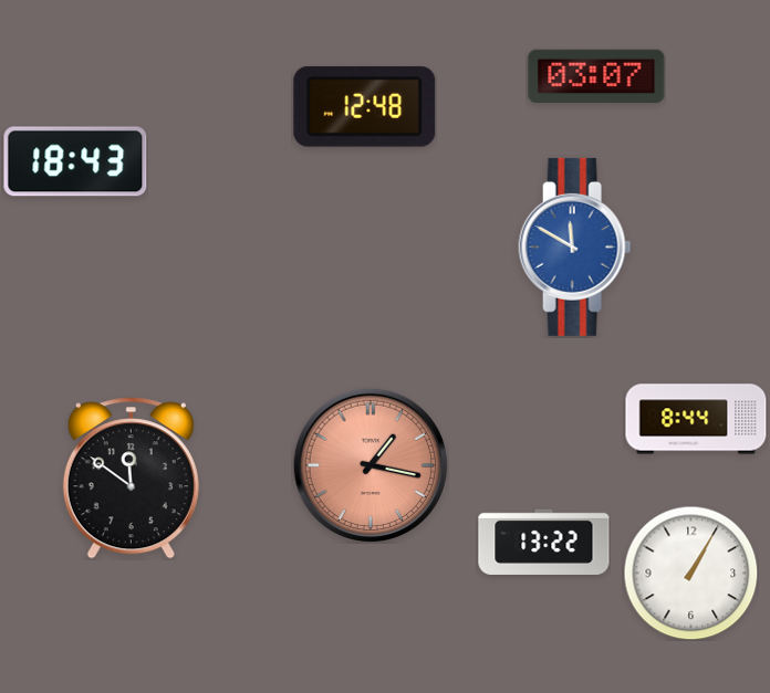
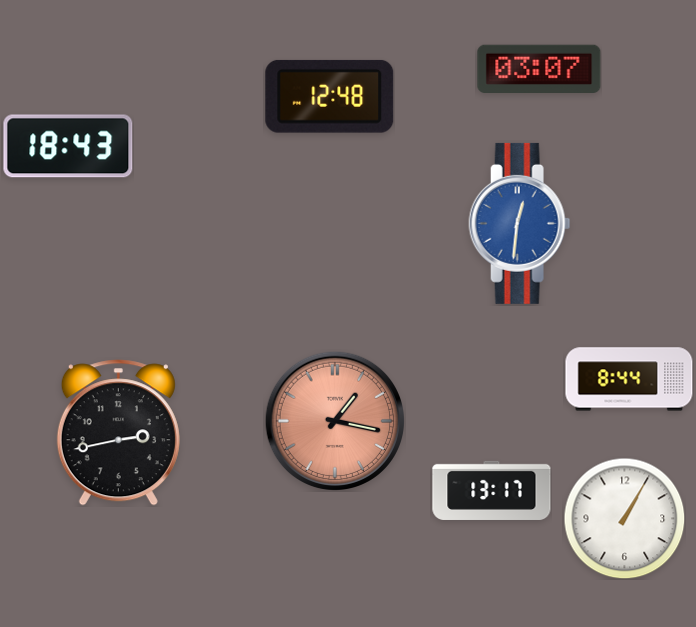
clock at (575, 246): 11:50 -> 12:31
clock at (131, 479): 11:51 -> 2:43
clock at (544, 542): 13:22 -> 13:17
